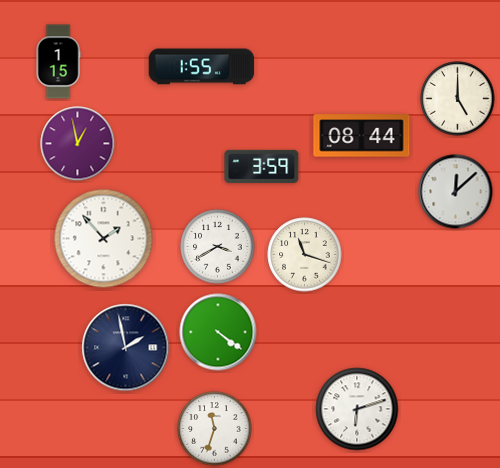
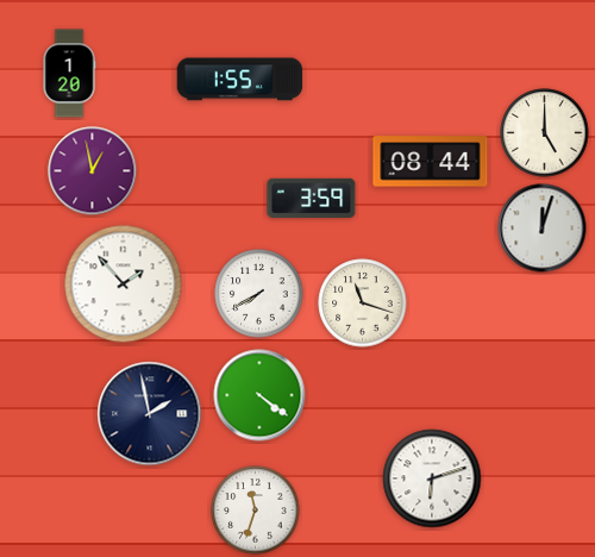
clock at (58, 62): 1:15 -> 1:20
clock at (458, 99) position: (458, 99) -> (545, 133)
clock at (456, 192): 12:08 -> 12:03
clock at (218, 247): 3:40 -> 7:40
clock at (357, 409) position: (357, 409) -> (432, 478)
